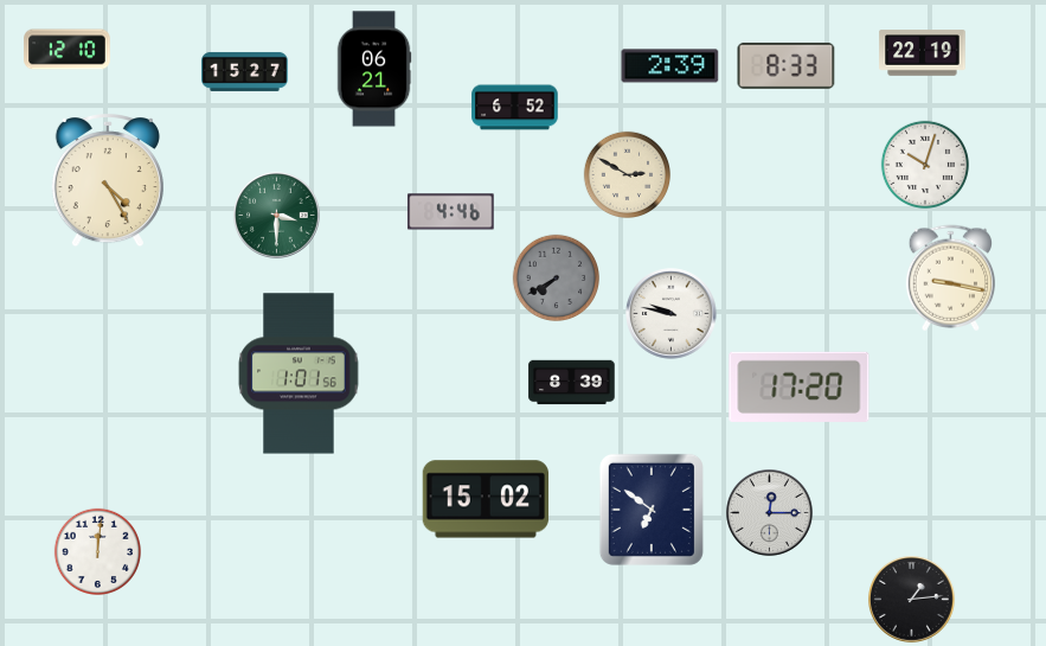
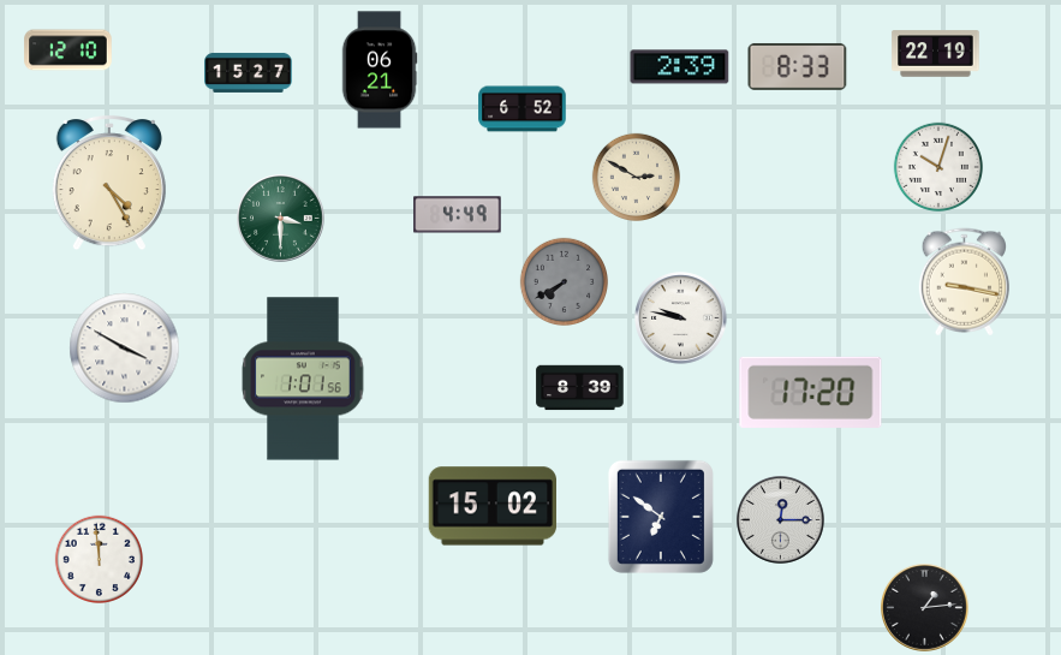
clock at (451, 212): 4:46 -> 4:49
clock at (125, 349): none -> 3:50
clock at (97, 551): 12:01 -> 11:59
